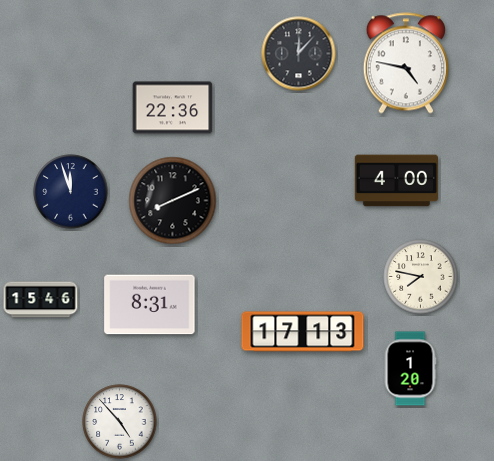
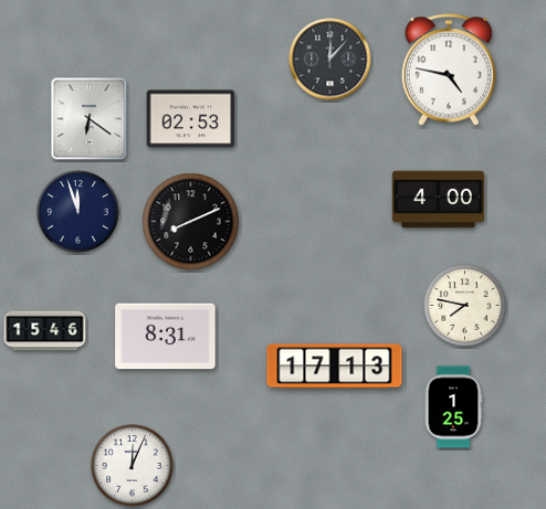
clock at (90, 119): none -> 6:21
clock at (173, 108): 22:36 -> 02:53
clock at (410, 369): 1:20 -> 1:25
clock at (120, 422): 4:53 -> 12:04
